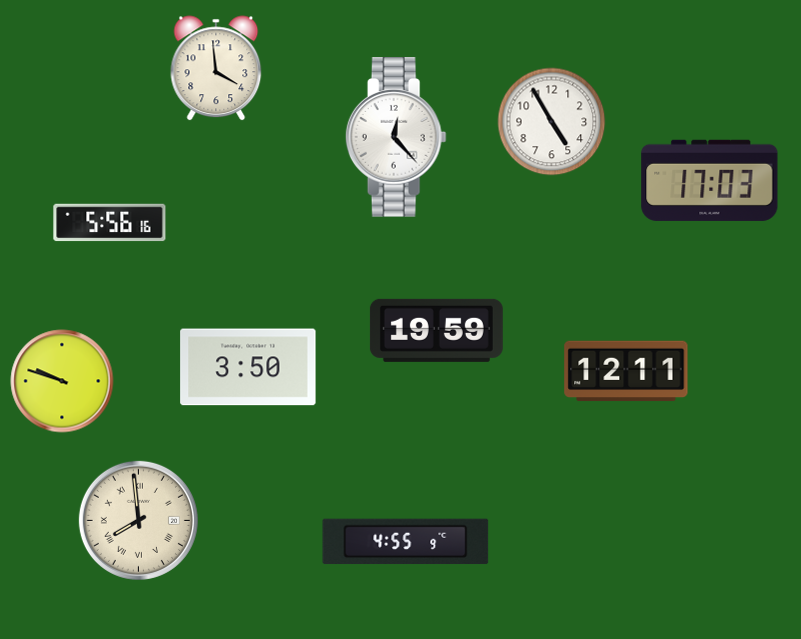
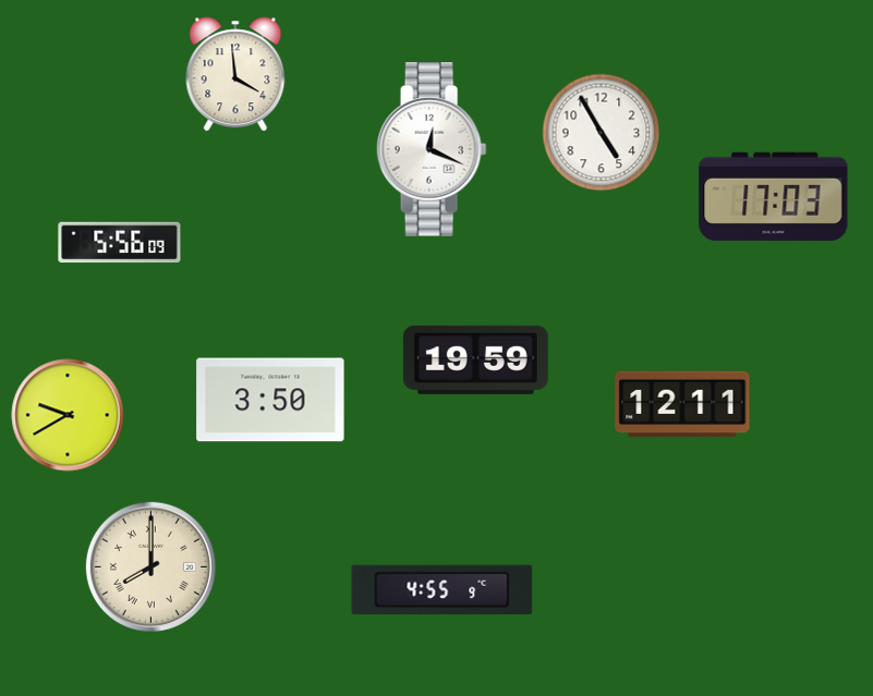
clock at (396, 137): 12:23 -> 12:19
clock at (110, 223): 5:56:16 -> 5:56:09
clock at (62, 381): 9:48 -> 9:40
clock at (138, 520): 7:59 -> 8:00
